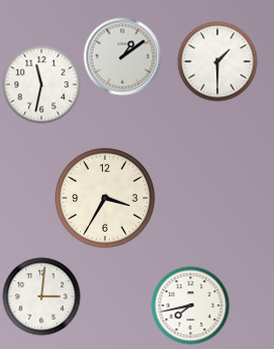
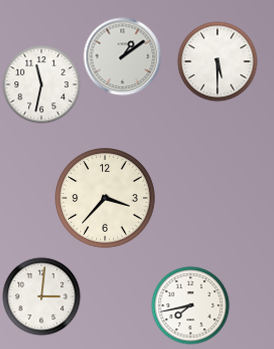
clock at (217, 61): 1:30 -> 5:30
clock at (105, 198): 3:35 -> 3:37
